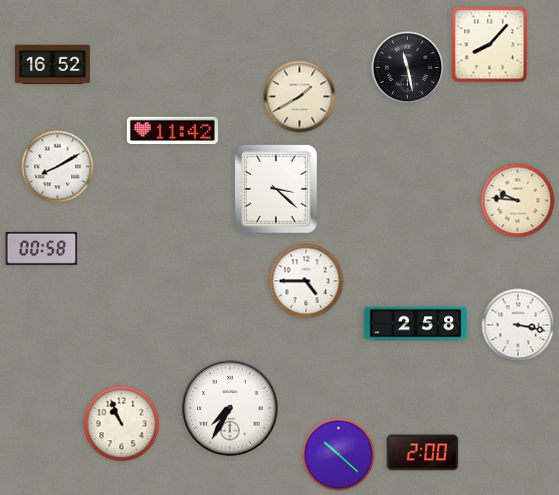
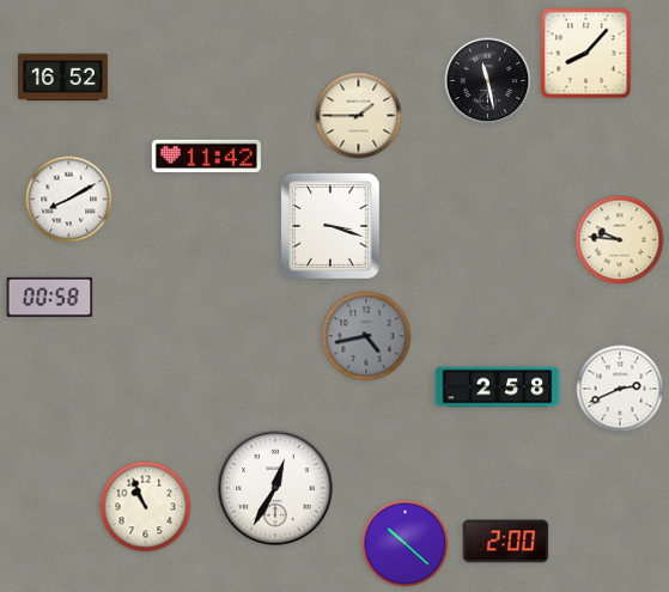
clock at (300, 97): 1:40 -> 1:45
clock at (276, 189): 3:22 -> 3:18
clock at (306, 281): 4:45 -> 4:43
clock at (306, 281) dial: white -> grey
clock at (518, 325): 3:17 -> 2:41
clock at (230, 408): 7:35 -> 12:35
